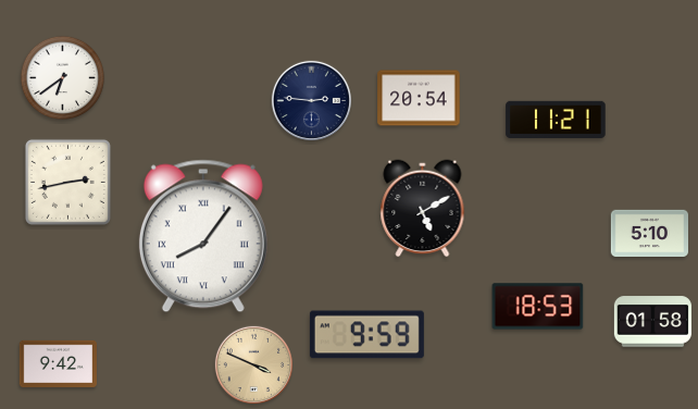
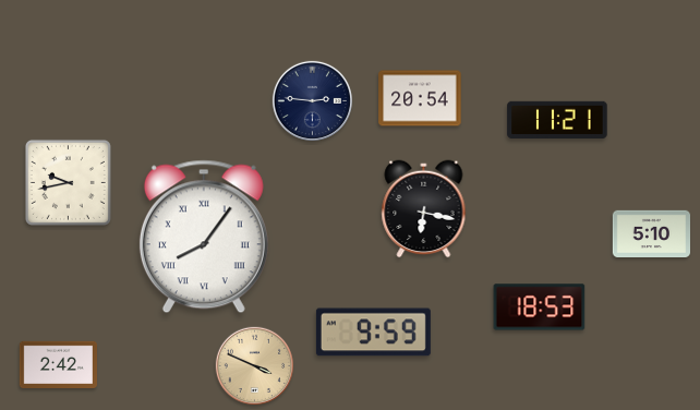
clock at (63, 78): 6:39 -> none
clock at (67, 182): 2:43 -> 9:43
clock at (423, 209): 5:10 -> 6:17
clock at (652, 322): 01:58 -> none
clock at (366, 335) position: (366, 335) -> (373, 333)
clock at (58, 364): 9:42 -> 2:42
